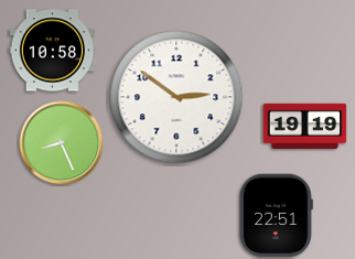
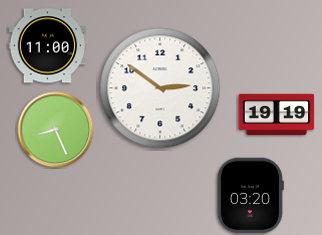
clock at (53, 51): 10:58 -> 11:00
clock at (276, 216): 22:51 -> 03:20
